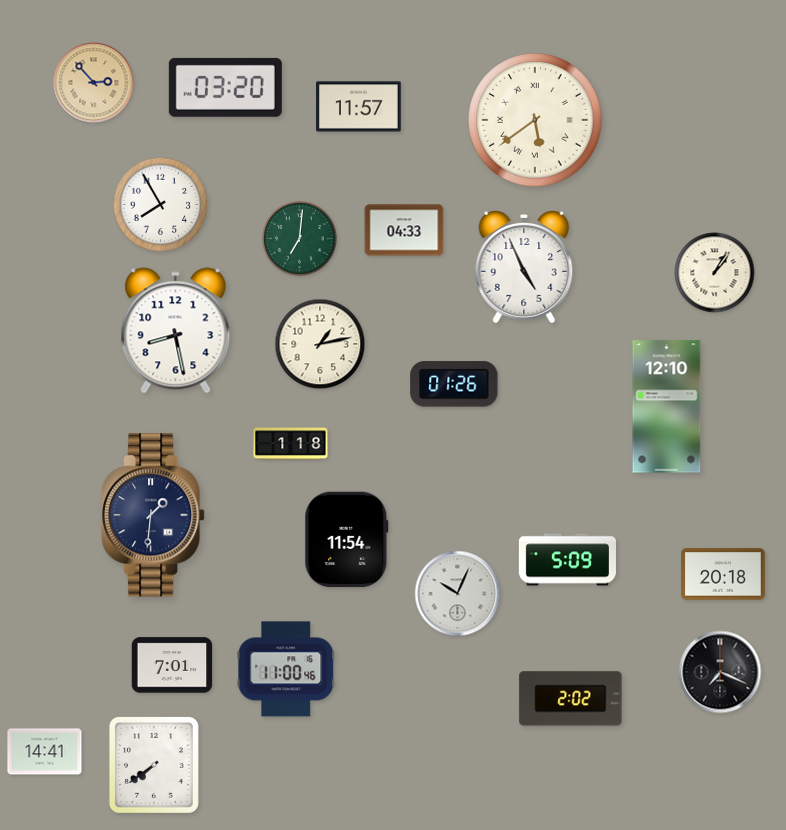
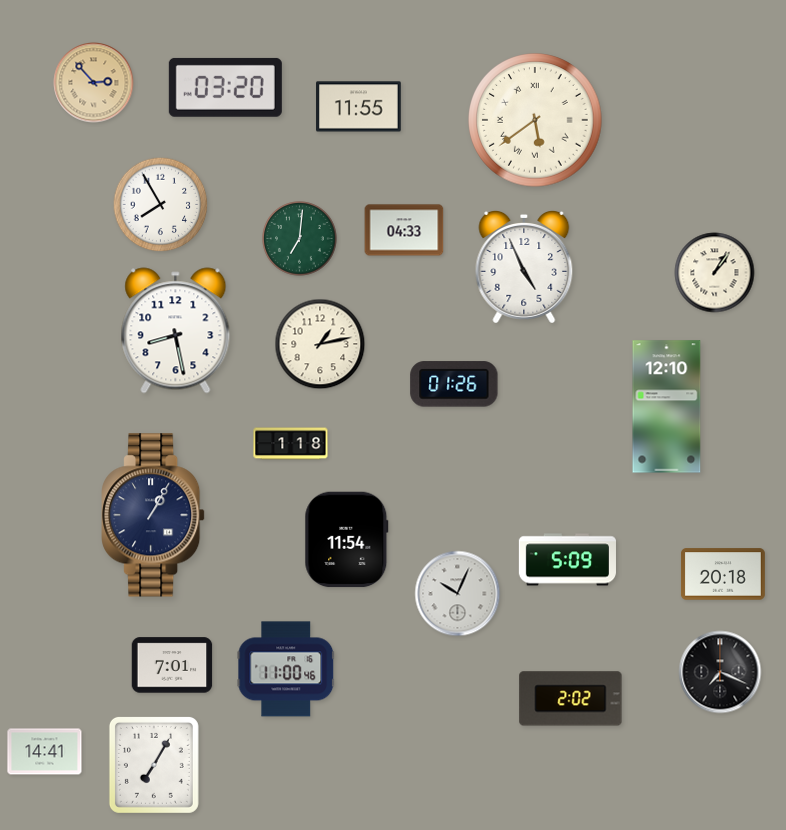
clock at (359, 107): 11:57 -> 11:55
clock at (154, 515): 1:31 -> 1:05
clock at (154, 765): 7:39 -> 7:05
